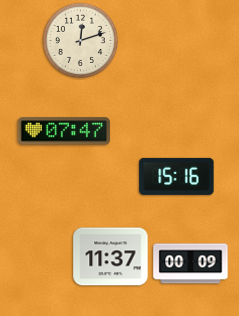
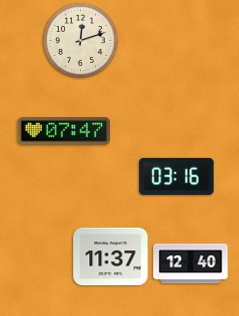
clock at (177, 176): 15:16 -> 03:16
clock at (191, 264): 00:09 -> 12:40
